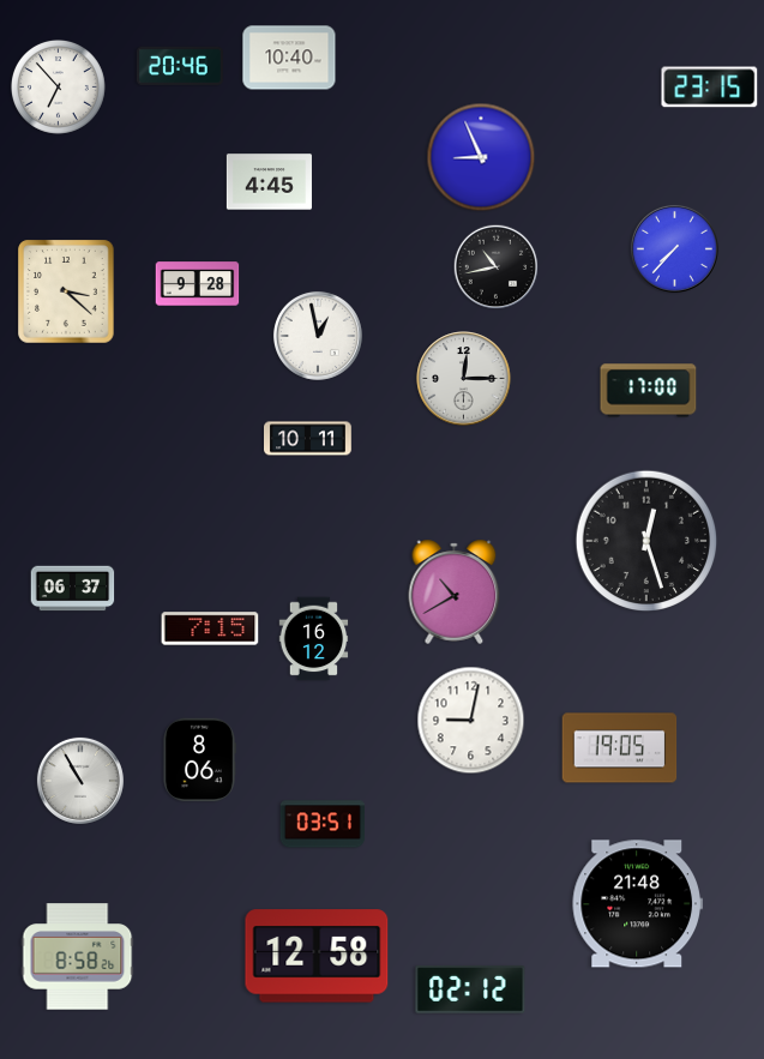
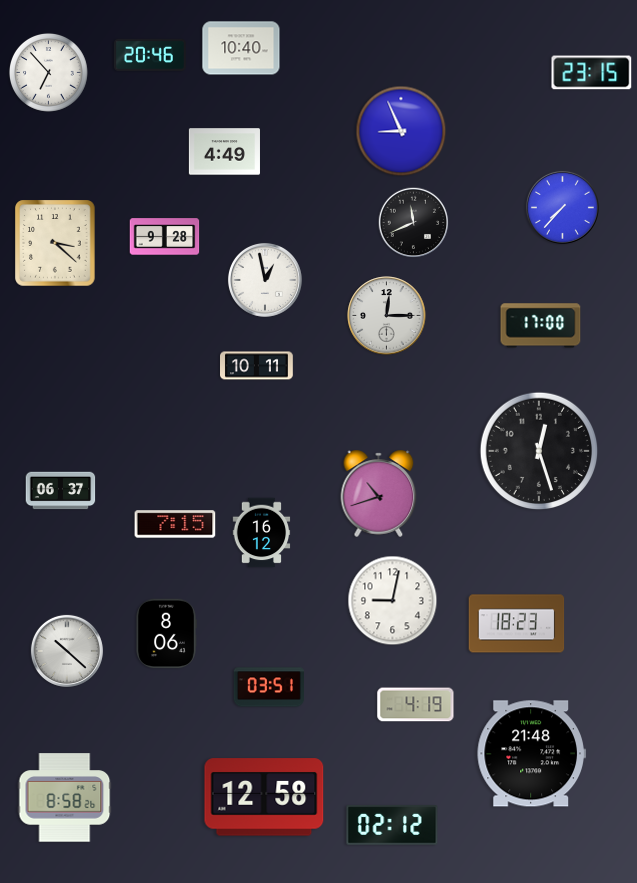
clock at (269, 182): 4:45 -> 4:49
clock at (497, 267): 10:43 -> 11:41
clock at (455, 591): 10:40 -> 10:42
clock at (620, 748): 19:05 -> 18:23
clock at (80, 781): 10:55 -> 10:22
clock at (416, 705): none -> 4:19
